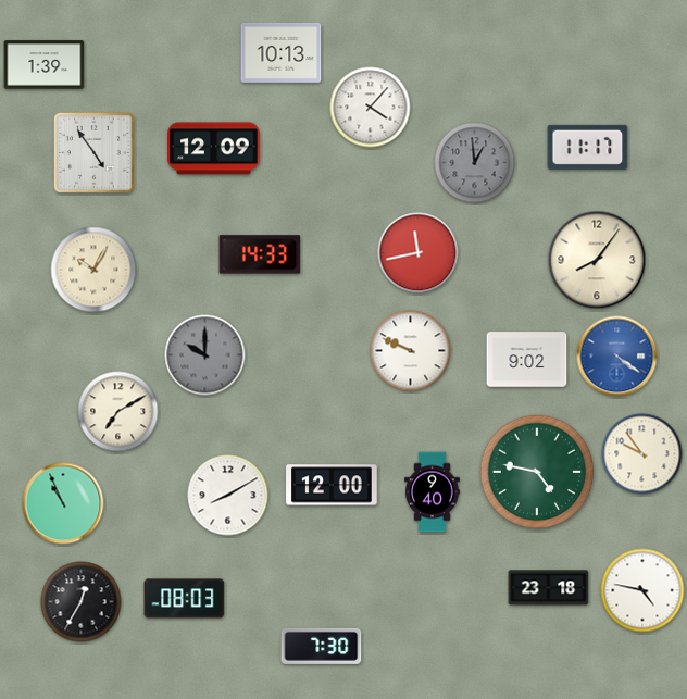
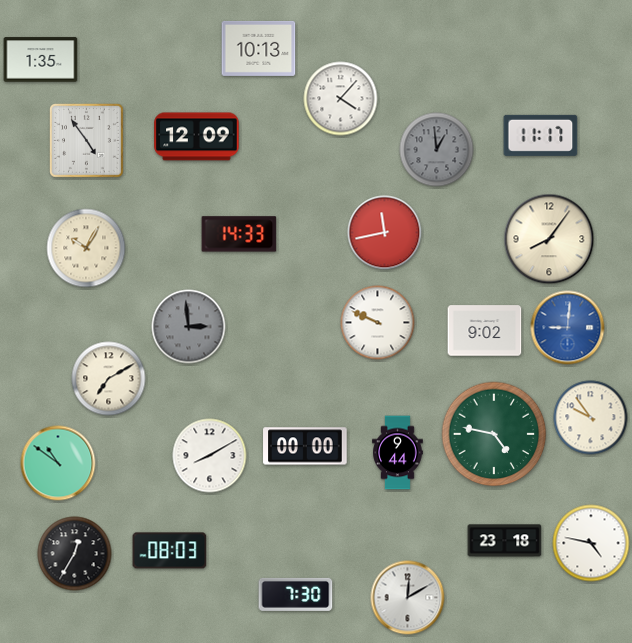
clock at (45, 65): 1:39 -> 1:35
clock at (205, 355): 10:00 -> 2:59
clock at (617, 357): 4:21 -> 9:01
clock at (332, 485): 12:00 -> 00:00
clock at (433, 492): 9:40 -> 9:44
clock at (63, 503): 10:56 -> 10:51
clock at (408, 598): none -> 12:10
